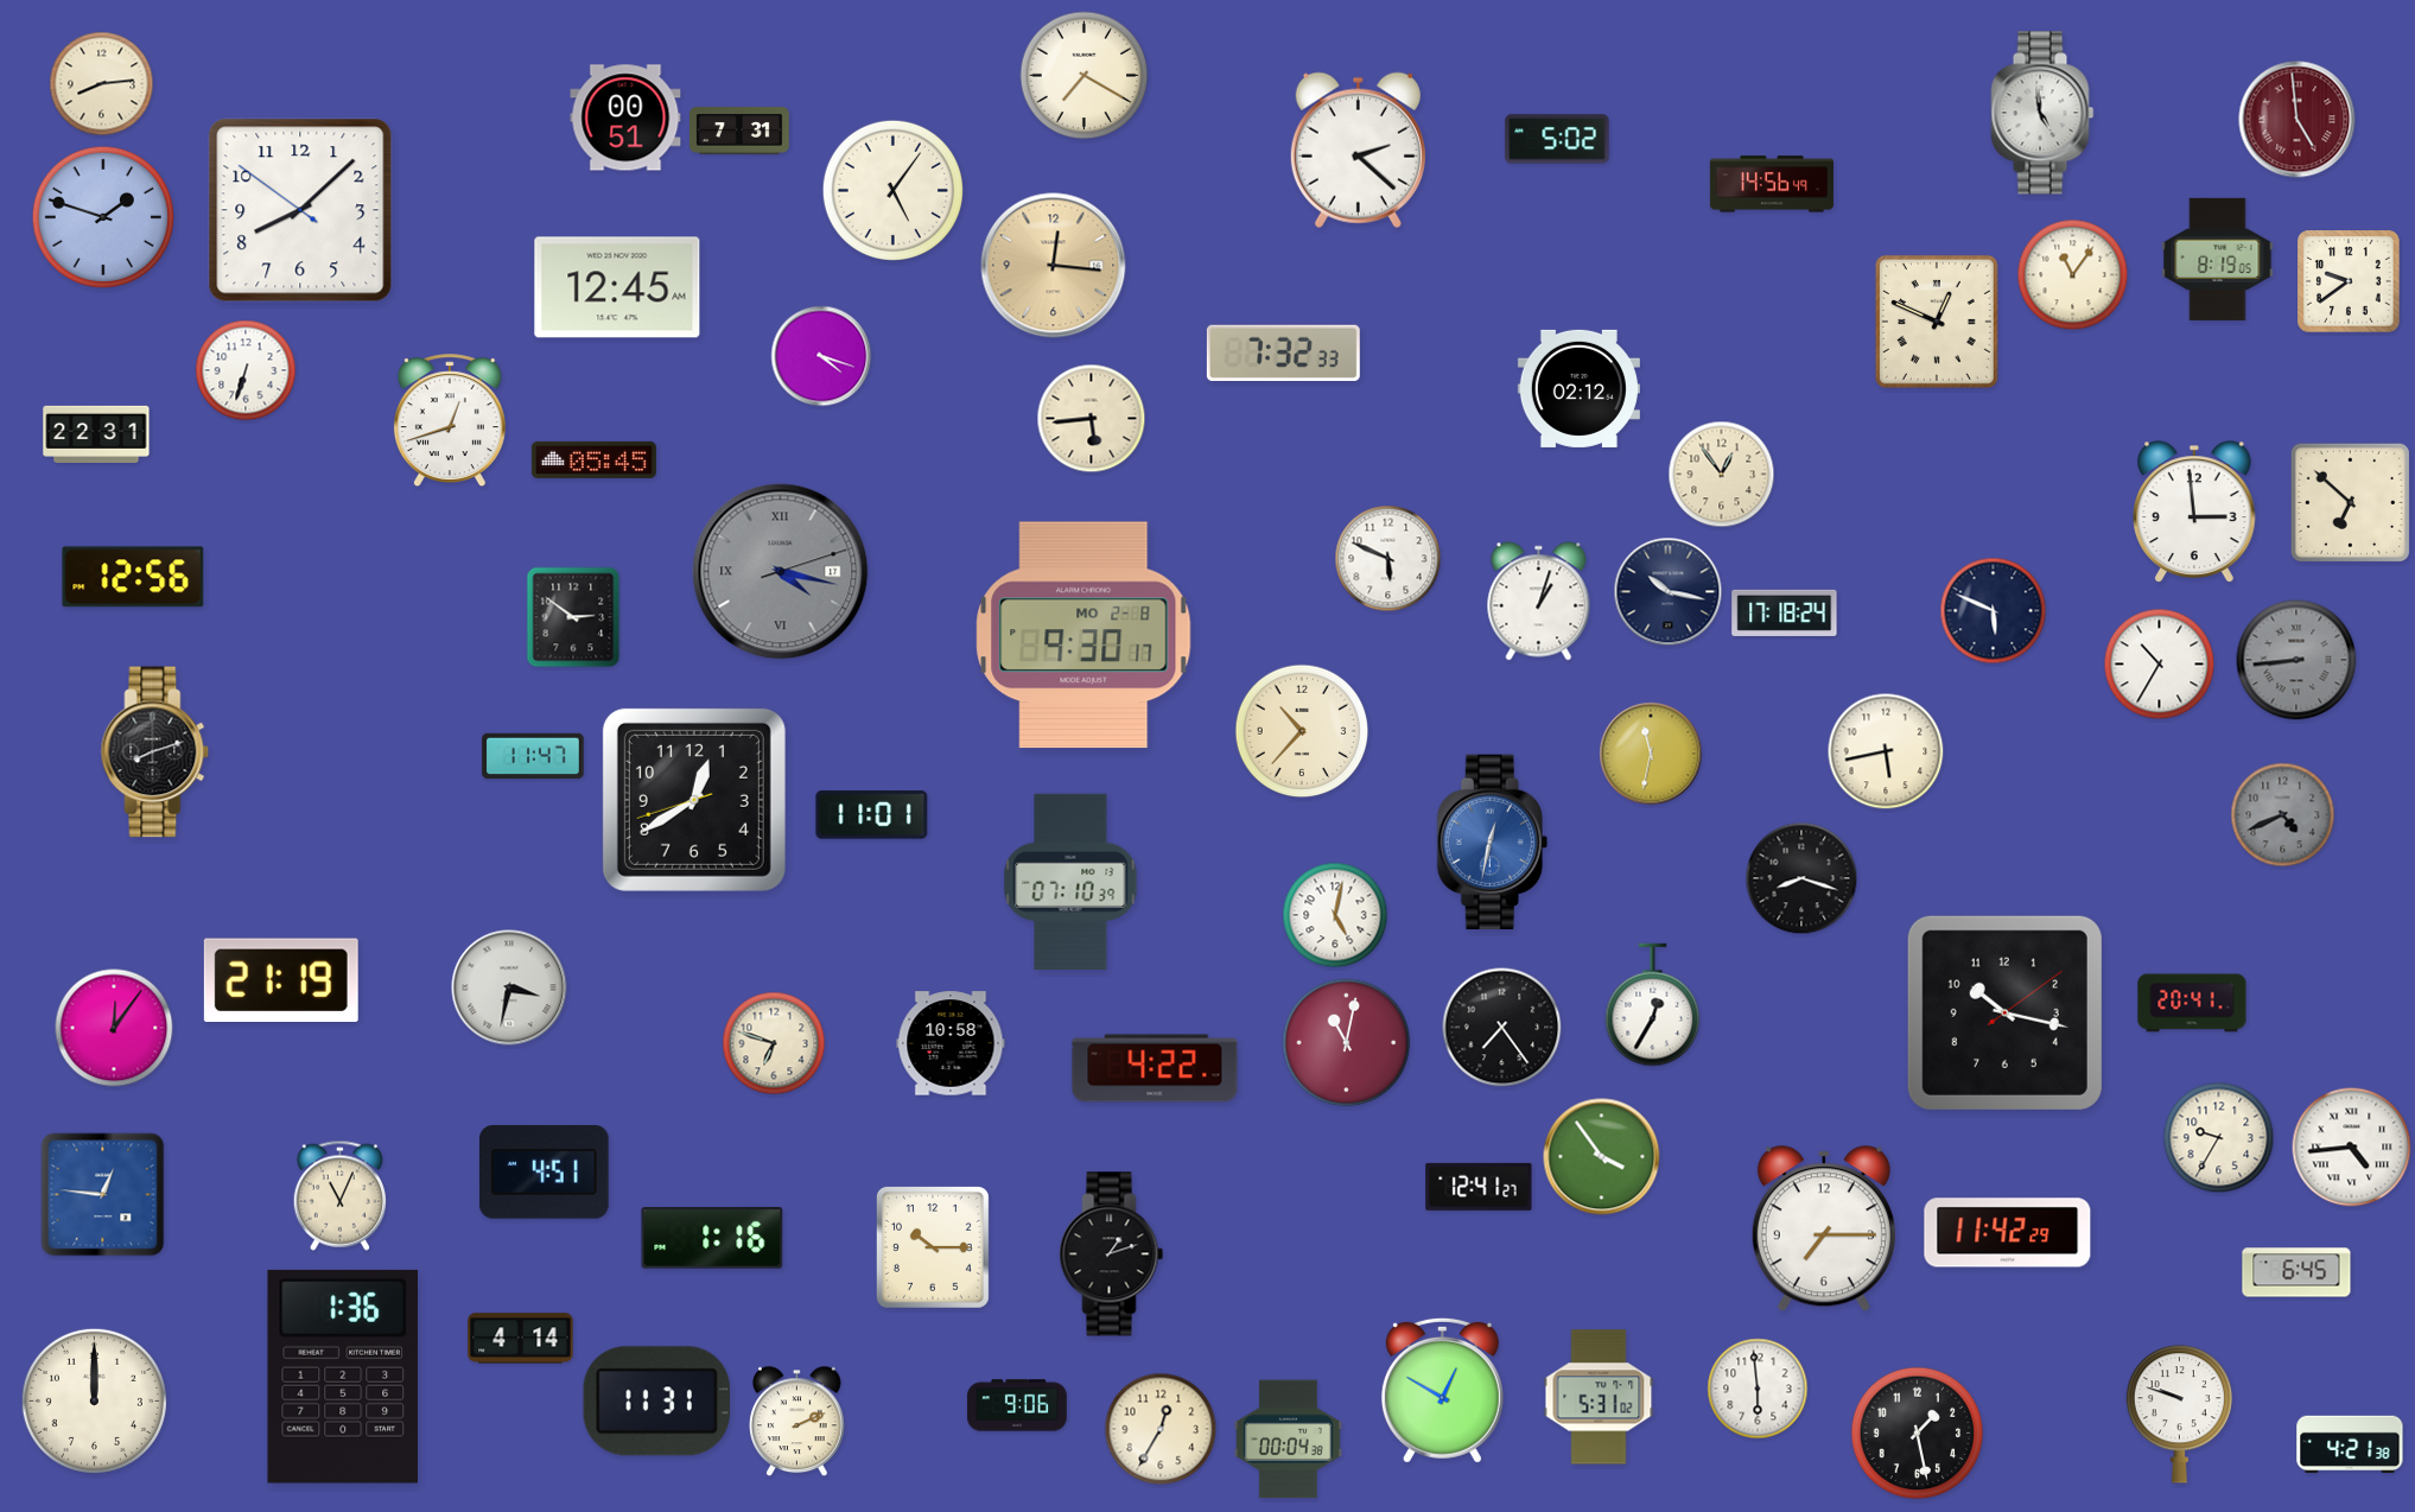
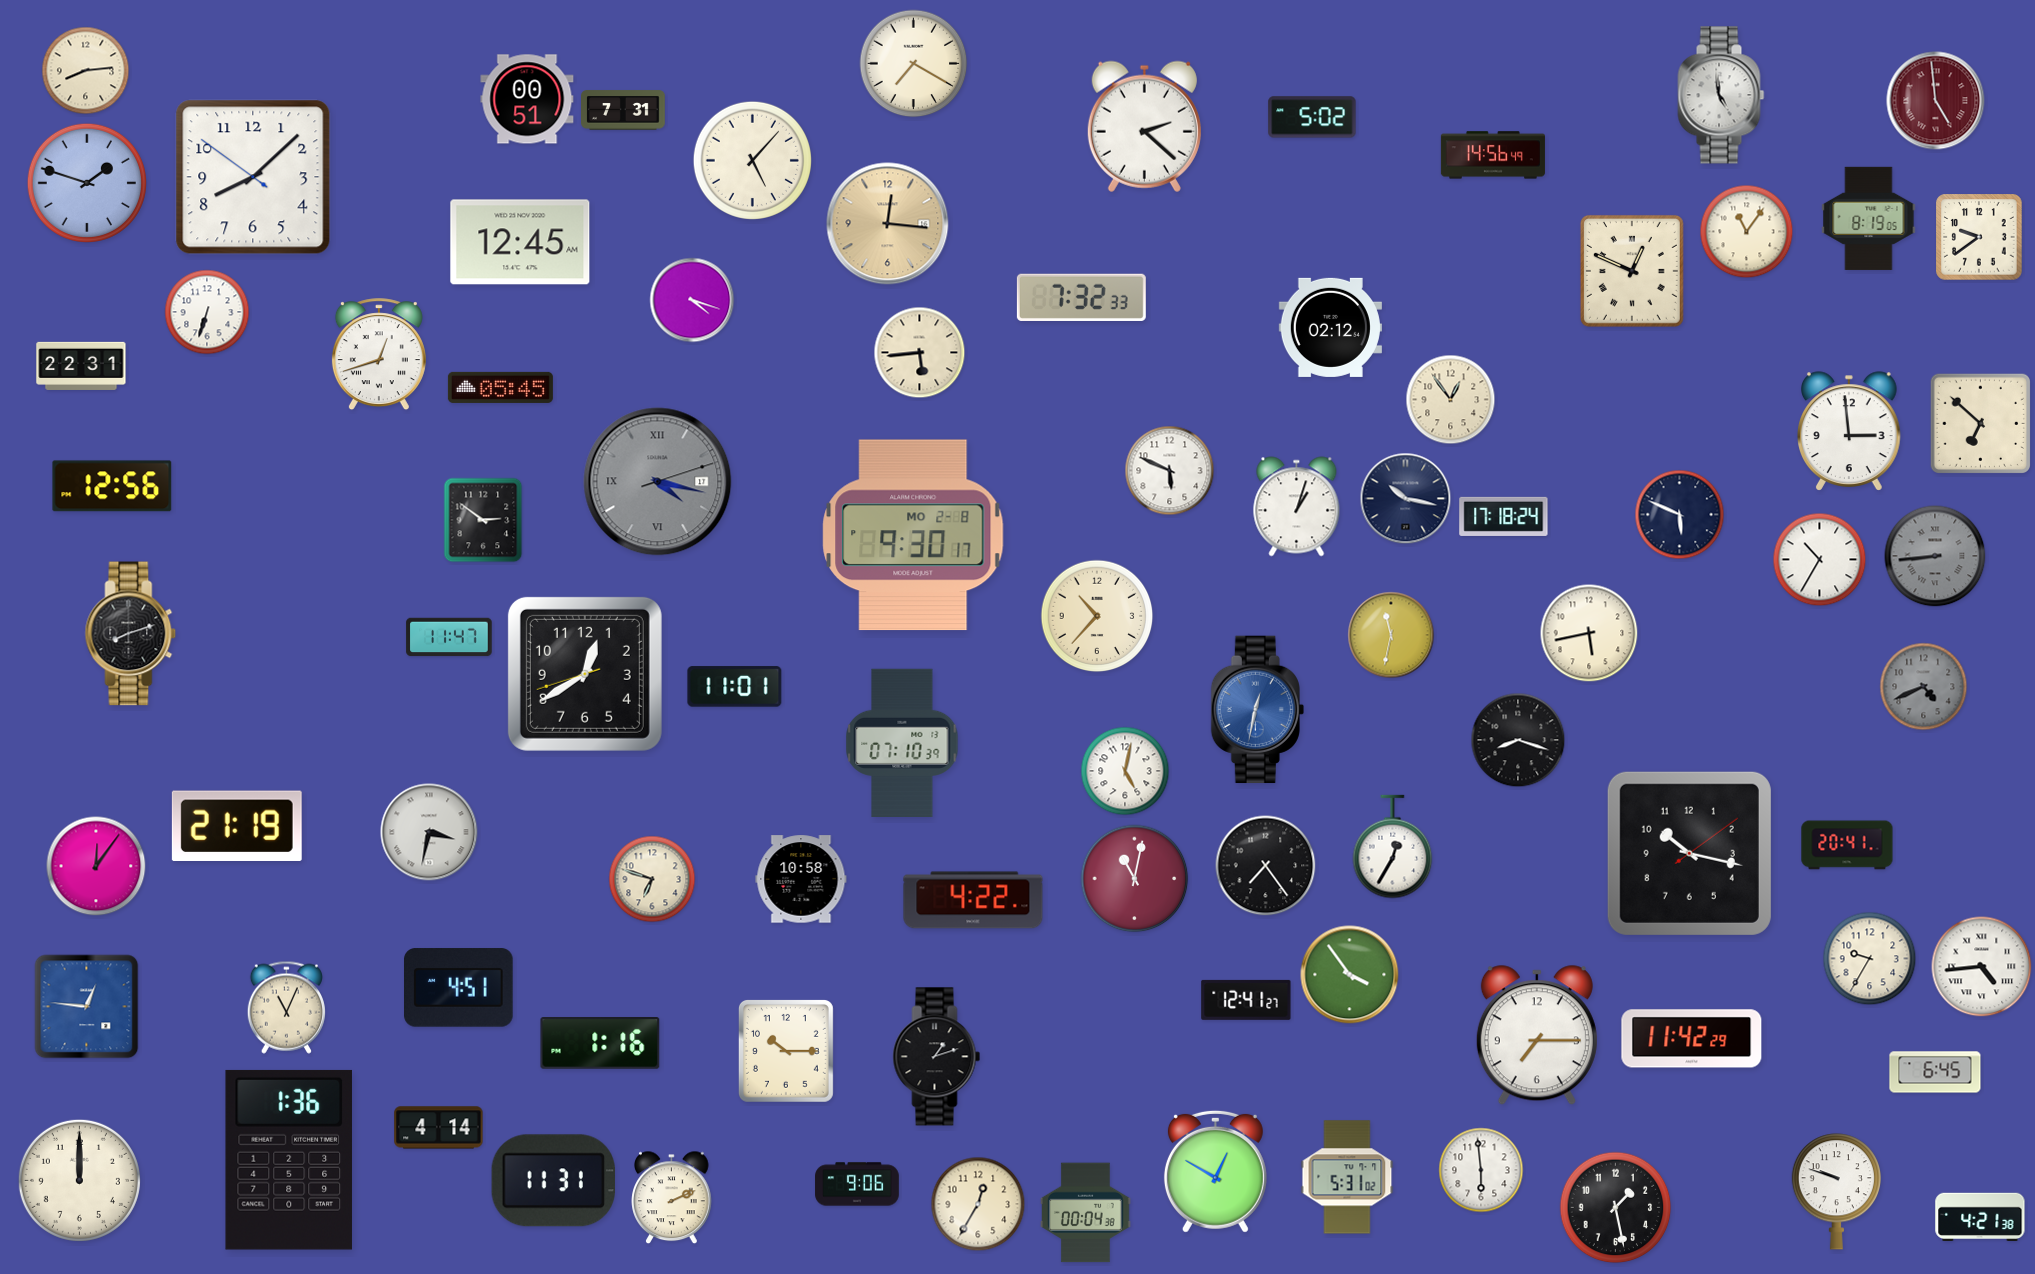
clock at (892, 190): 5:06 -> 5:07
